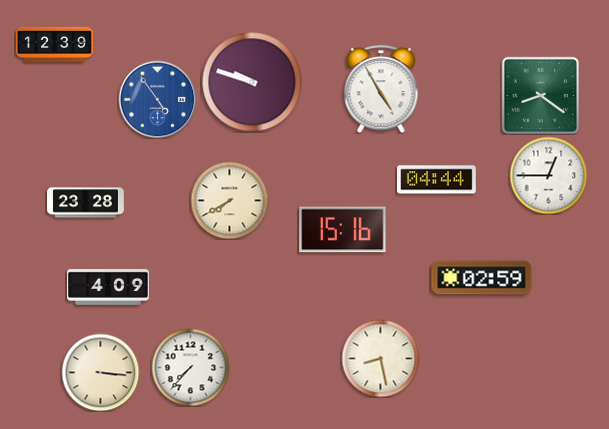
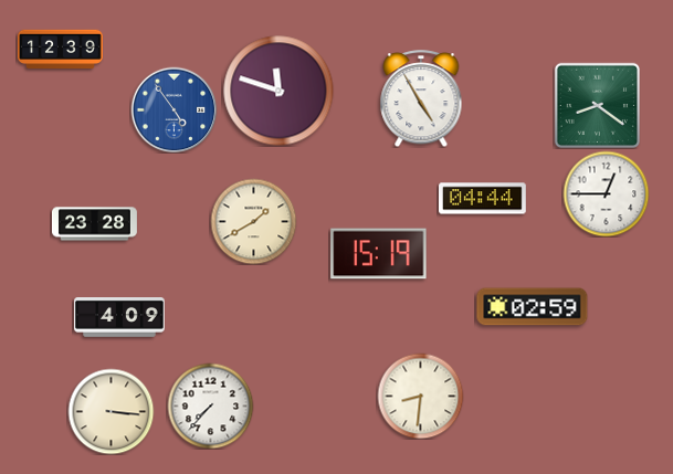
clock at (252, 82): 9:48 -> 11:48
clock at (229, 200): 7:40 -> 1:40
clock at (343, 230): 15:16 -> 15:19
clock at (380, 358): 8:28 -> 8:31
